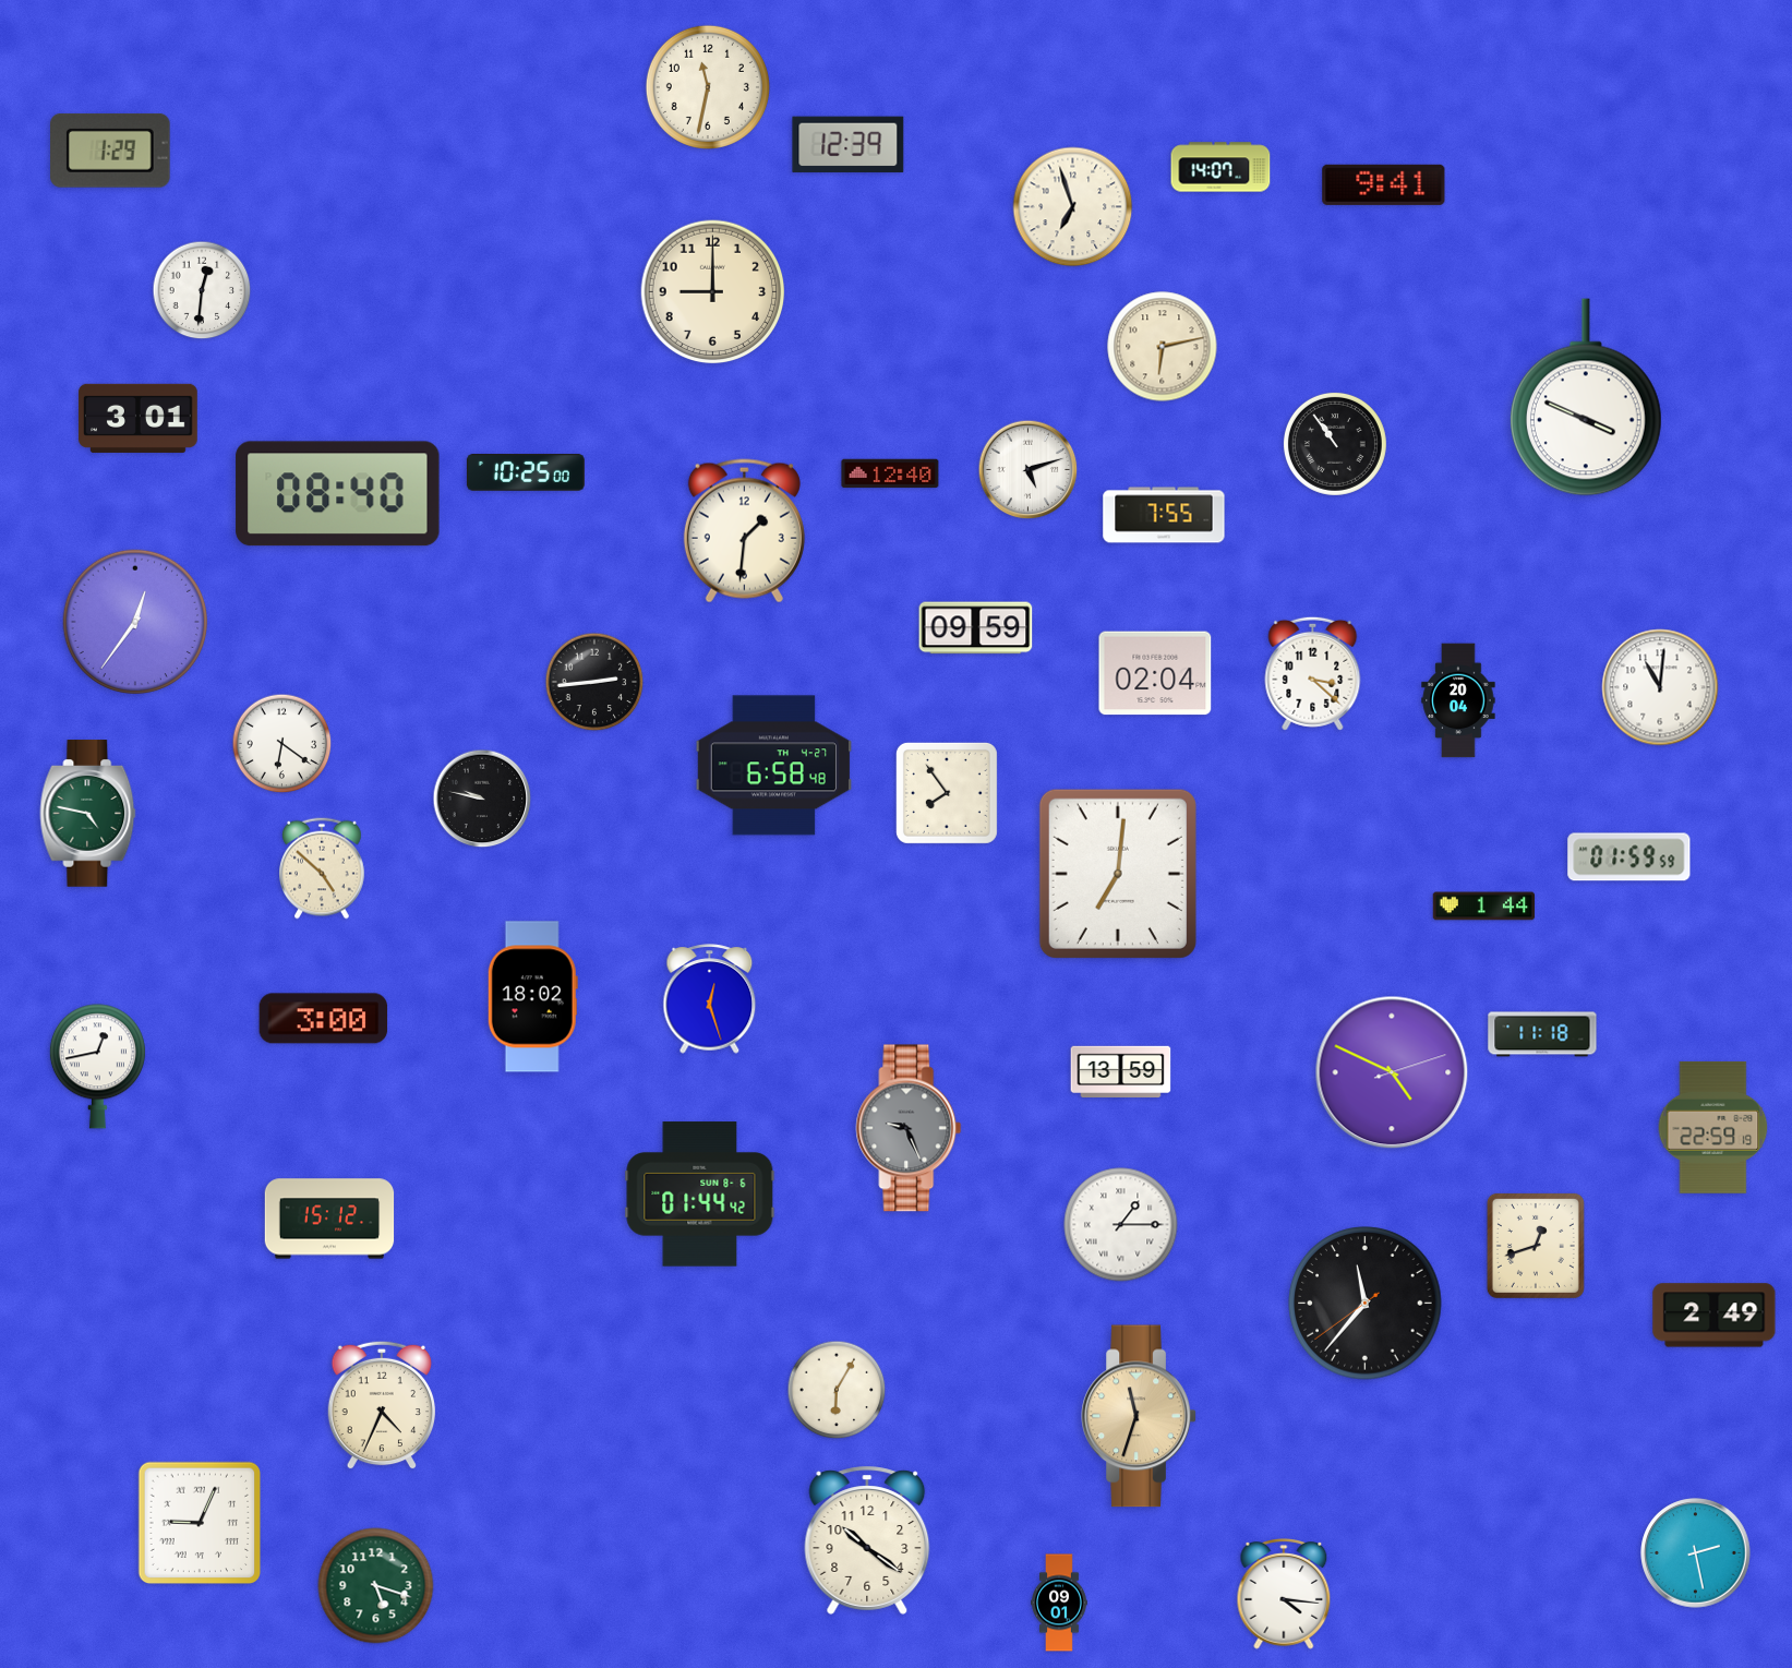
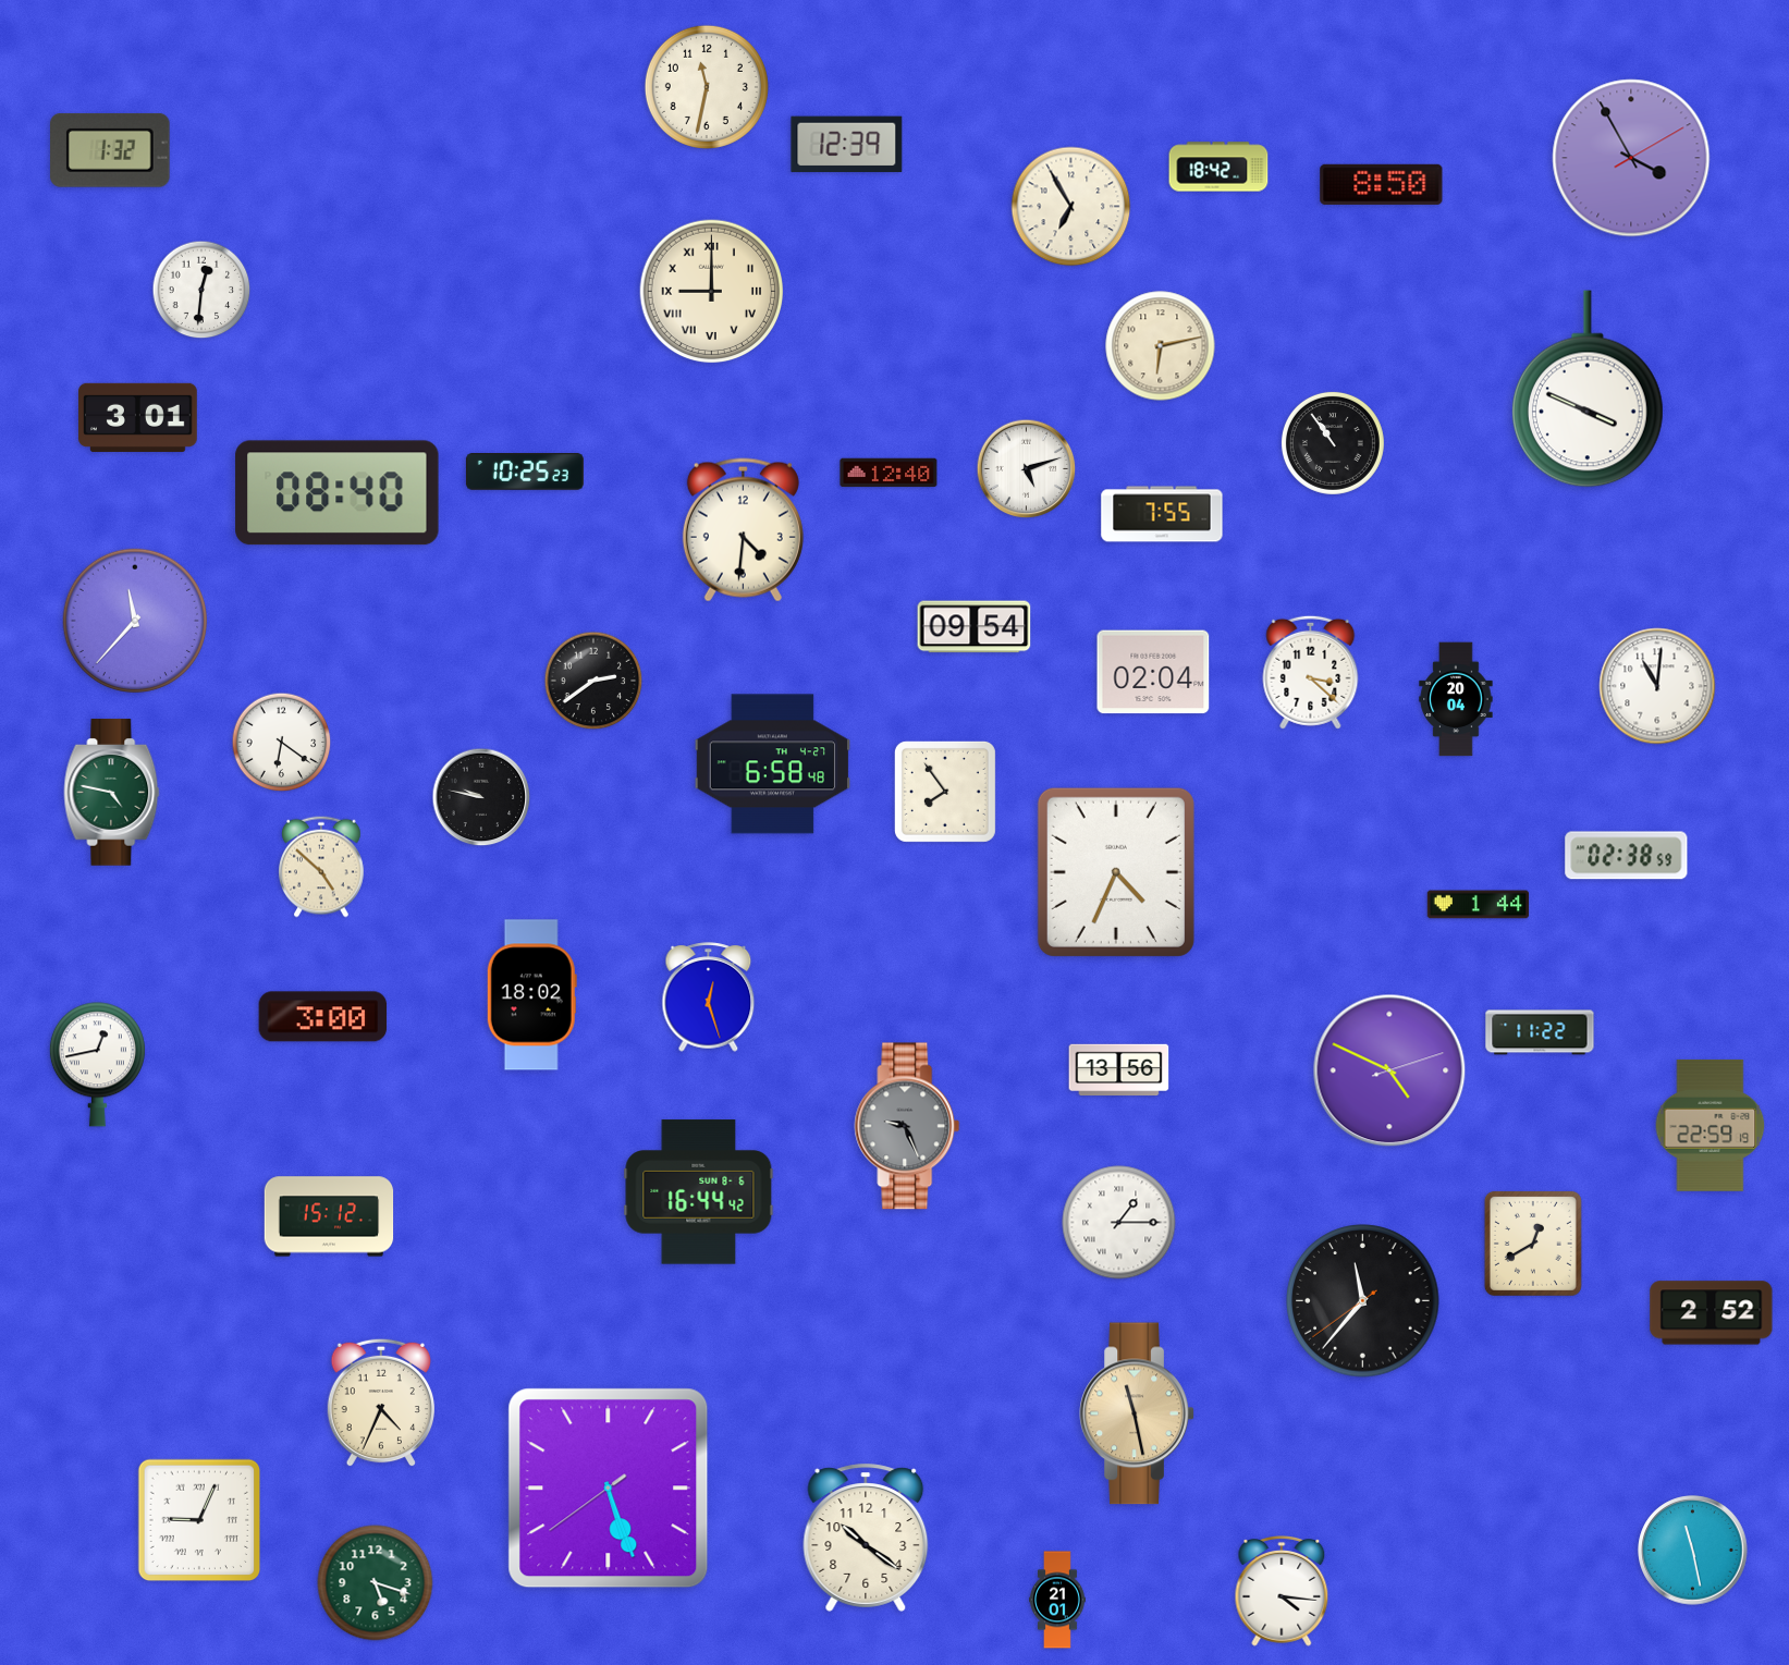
clock at (111, 151): 1:29 -> 1:32
clock at (1631, 158): none -> 3:55
clock at (1220, 167): 14:07 -> 18:42
clock at (1384, 184): 9:41 -> 8:50
clock at (1073, 207): 6:57 -> 6:55
clock at (713, 292) numerals: Arabic -> Roman
clock at (1586, 397) position: (1586, 397) -> (1588, 389)
clock at (526, 473): 10:25:00 -> 10:25:23
clock at (744, 531): 1:31 -> 4:31
clock at (134, 621): 12:36 -> 11:37
clock at (976, 628): 09:59 -> 09:54
clock at (594, 682): 2:44 -> 2:39
clock at (88, 814) position: (88, 814) -> (112, 793)
clock at (1629, 857): 01:59 -> 02:38
clock at (1118, 874): 7:01 -> 4:34
clock at (1484, 907) position: (1484, 907) -> (1479, 905)
clock at (1542, 1034): 11:18 -> 11:22
clock at (1121, 1072): 13:59 -> 13:56
clock at (700, 1195): 01:44 -> 16:44
clock at (1536, 1246): 12:42 -> 12:40
clock at (1715, 1316): 2:49 -> 2:52
clock at (837, 1390): 6:05 -> none
clock at (1139, 1416): 11:33 -> 11:28
clock at (609, 1489): none -> 5:26
clock at (1696, 1553): 2:28 -> 11:28
clock at (1060, 1603): 09:01 -> 21:01
